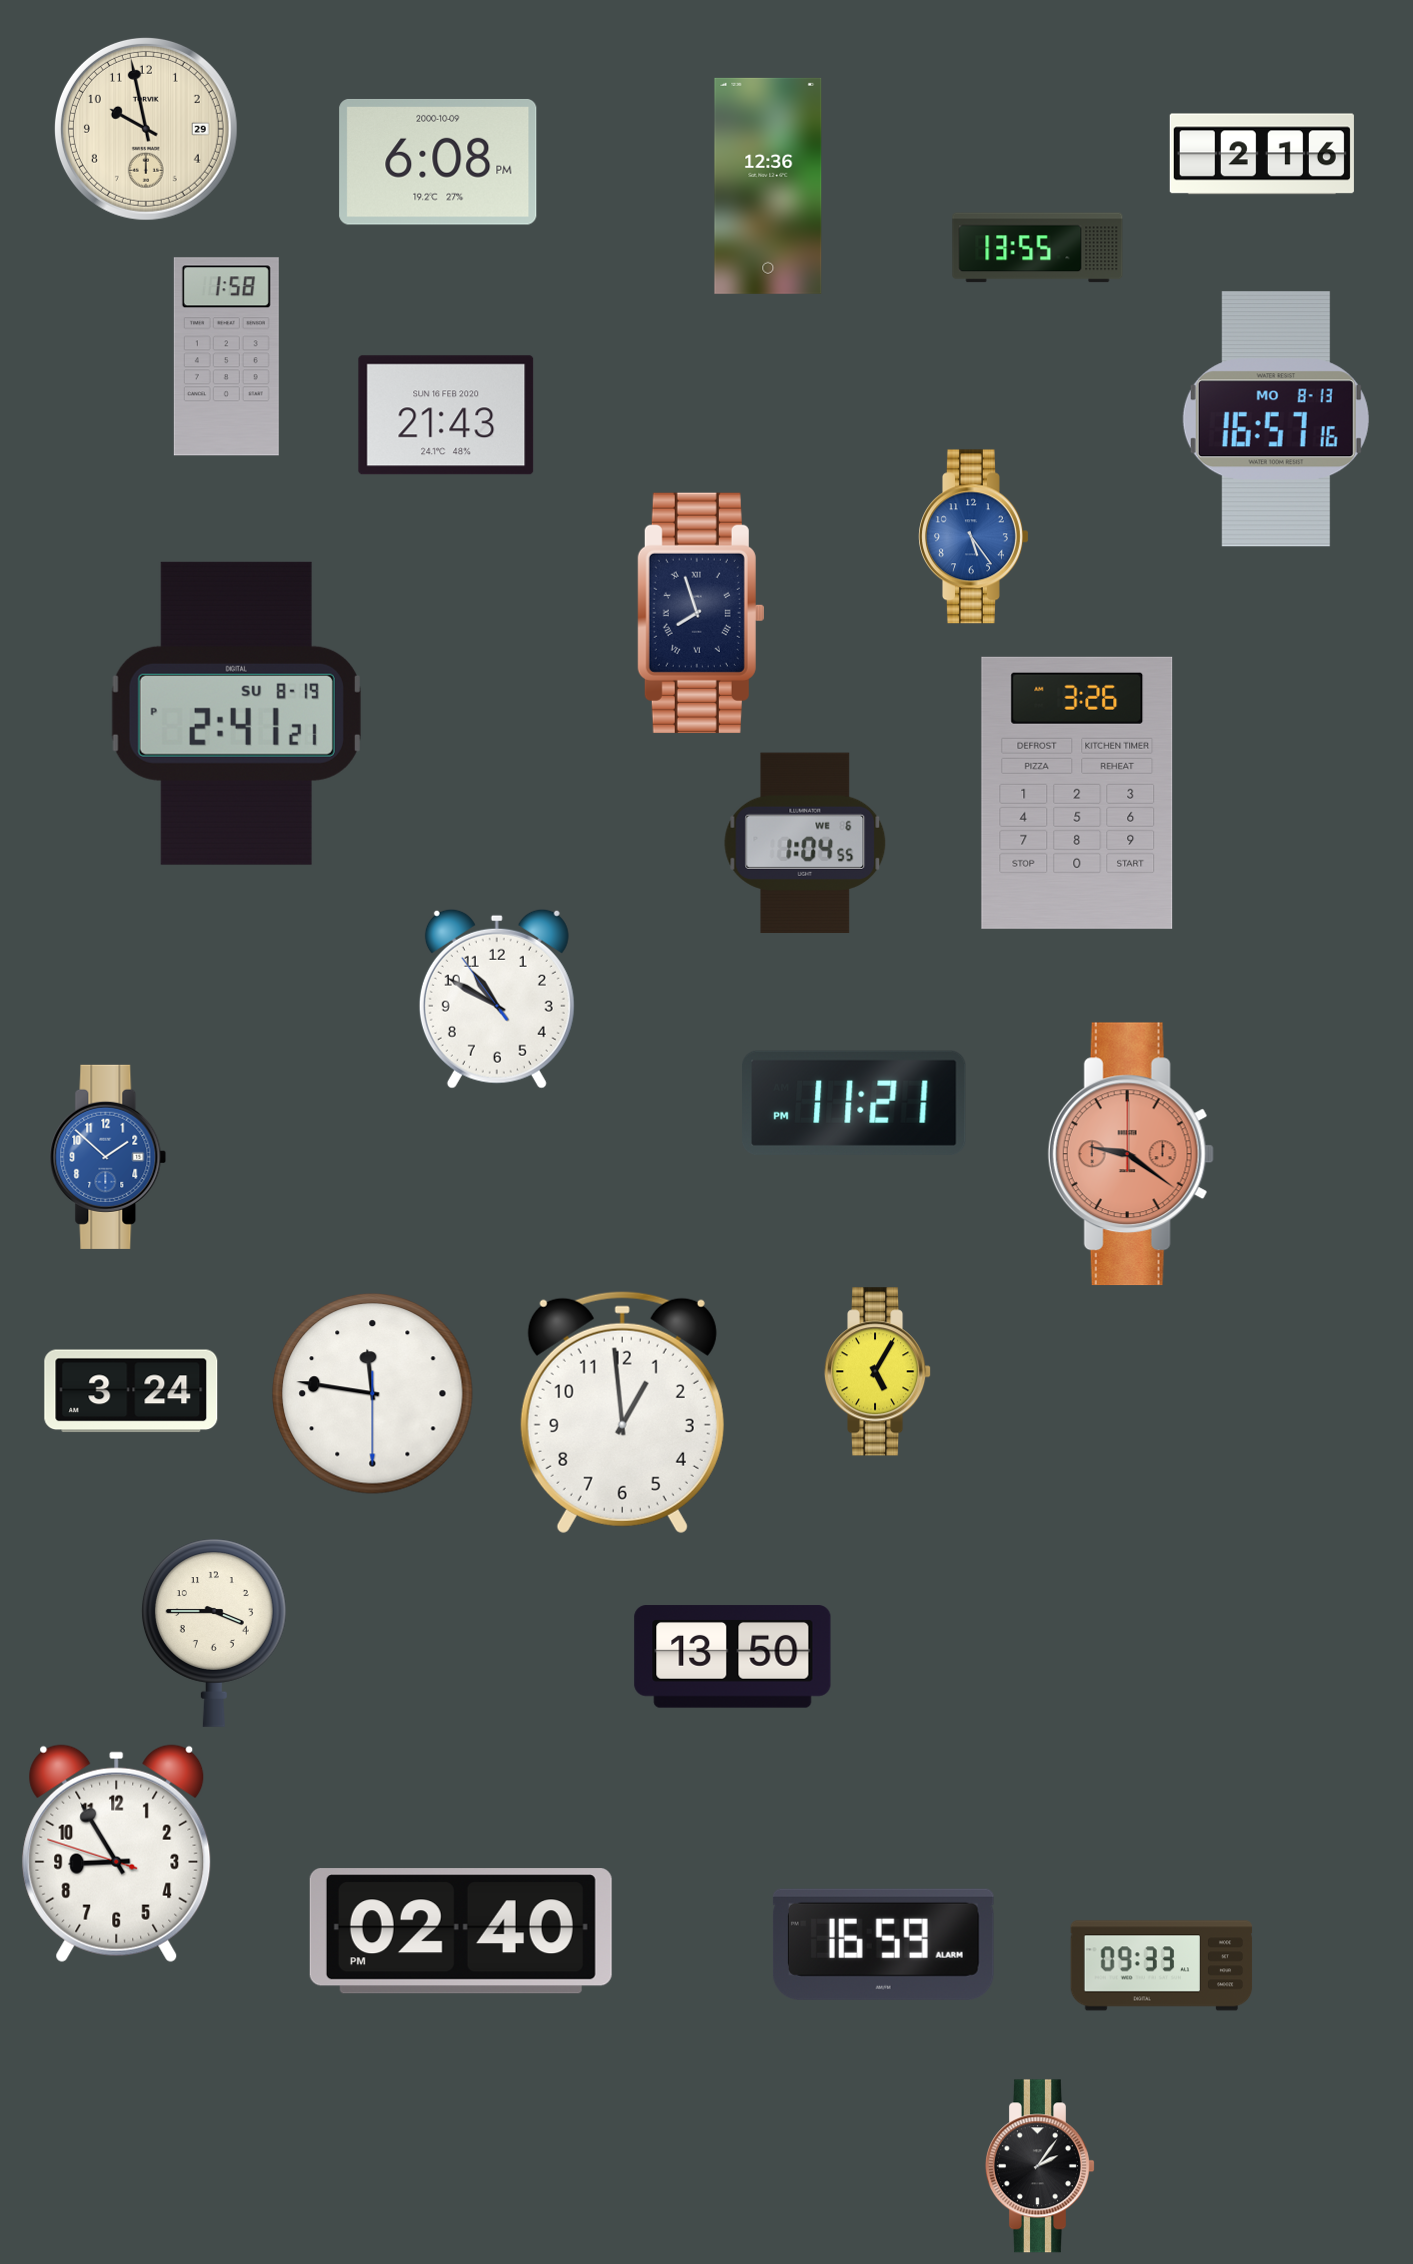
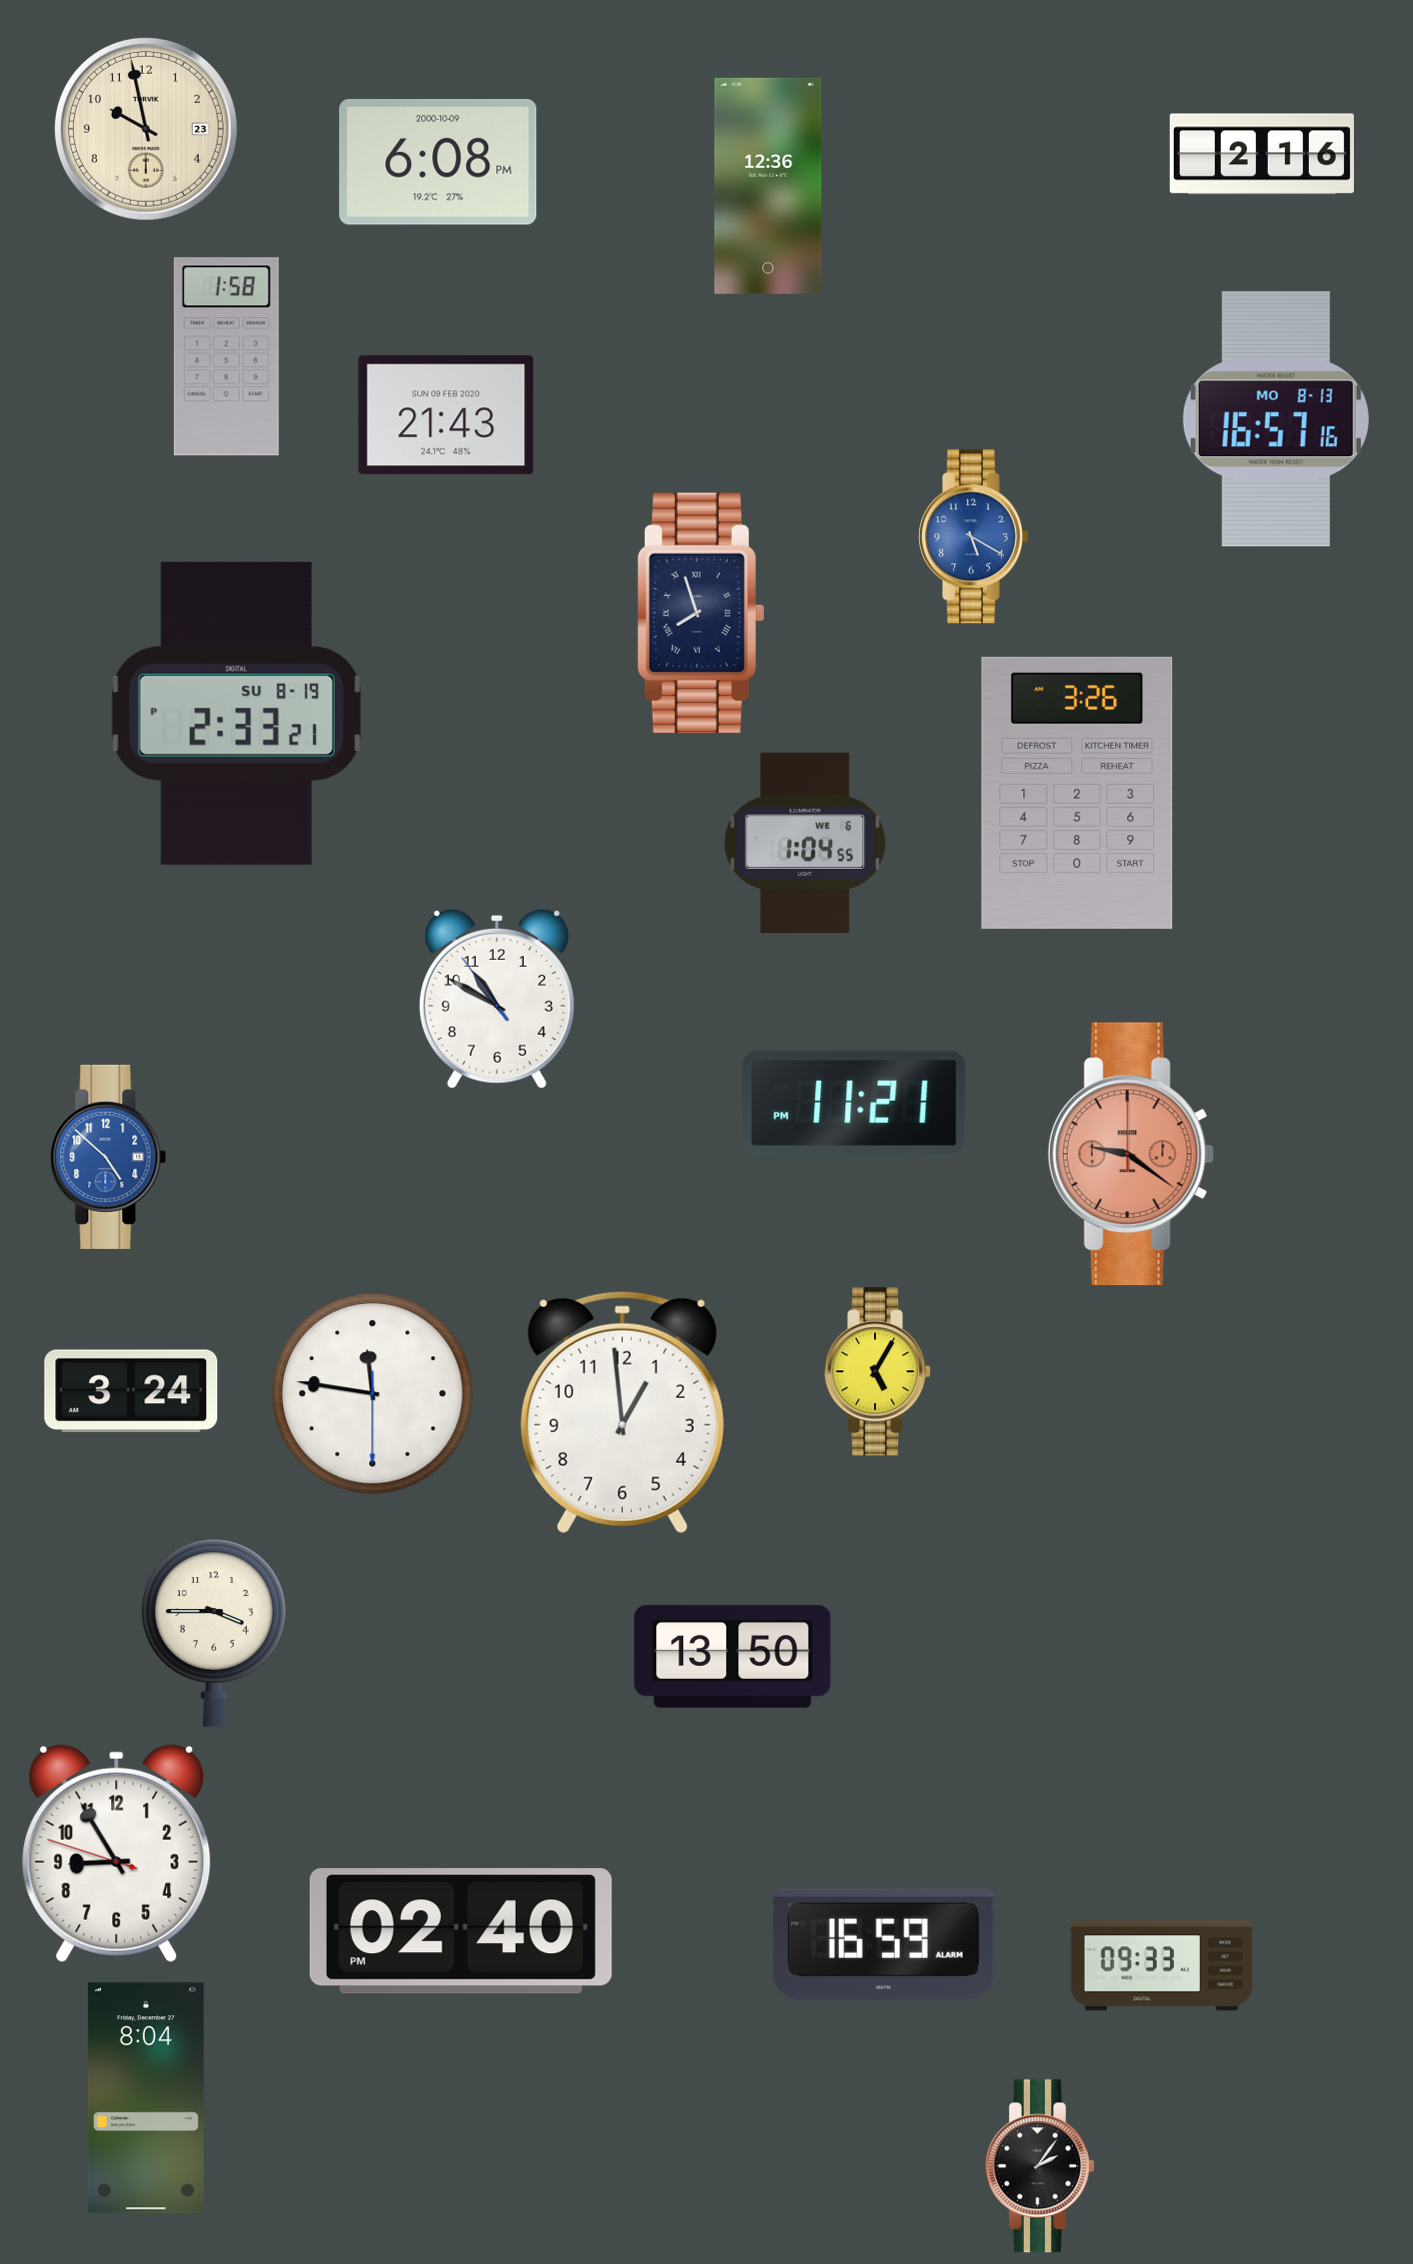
clock at (146, 129) date: 29 -> 23
clock at (1038, 248): 13:55 -> none
clock at (446, 415) date: SUN 16 FEB 2020 -> SUN 09 FEB 2020
clock at (974, 537): 5:24 -> 5:20
clock at (236, 713): 2:41 -> 2:33
clock at (108, 1157): 1:52 -> 4:52
clock at (146, 2098): none -> 8:04
